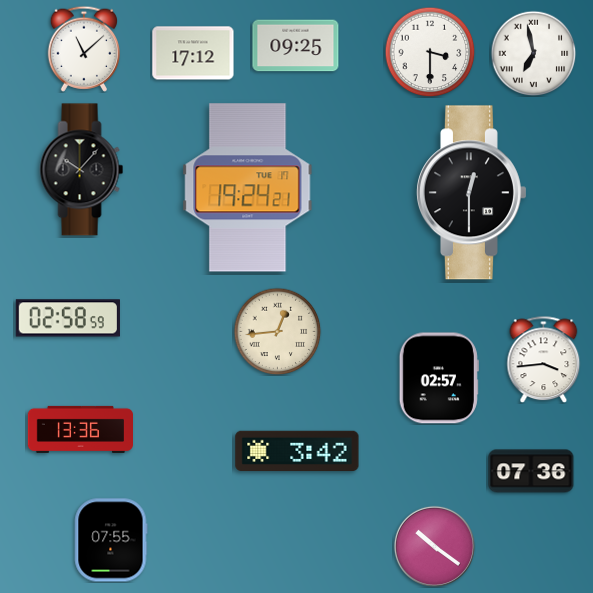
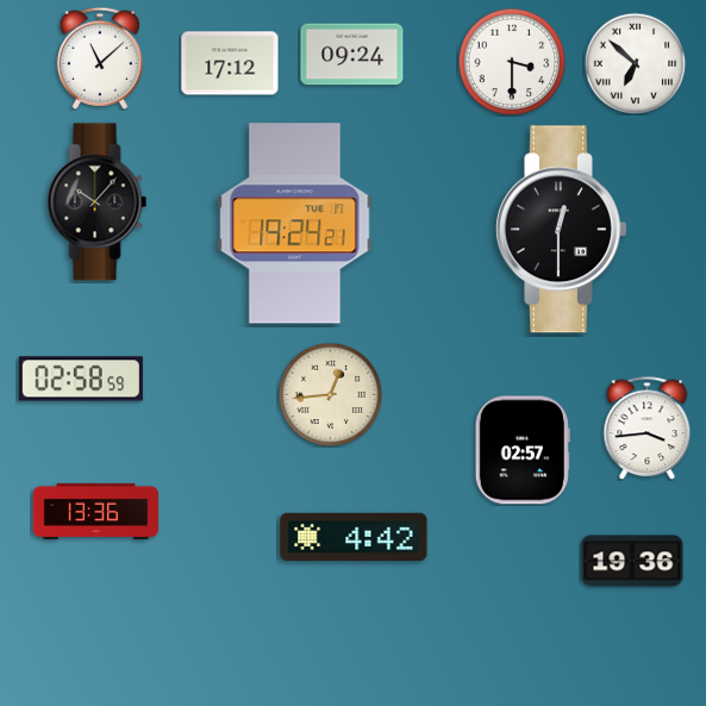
clock at (296, 46): 09:25 -> 09:24
clock at (533, 53): 6:58 -> 6:52
clock at (297, 451): 3:42 -> 4:42
clock at (531, 471): 07:36 -> 19:36
clock at (111, 540): 07:55 -> none
clock at (434, 546): 10:21 -> none
